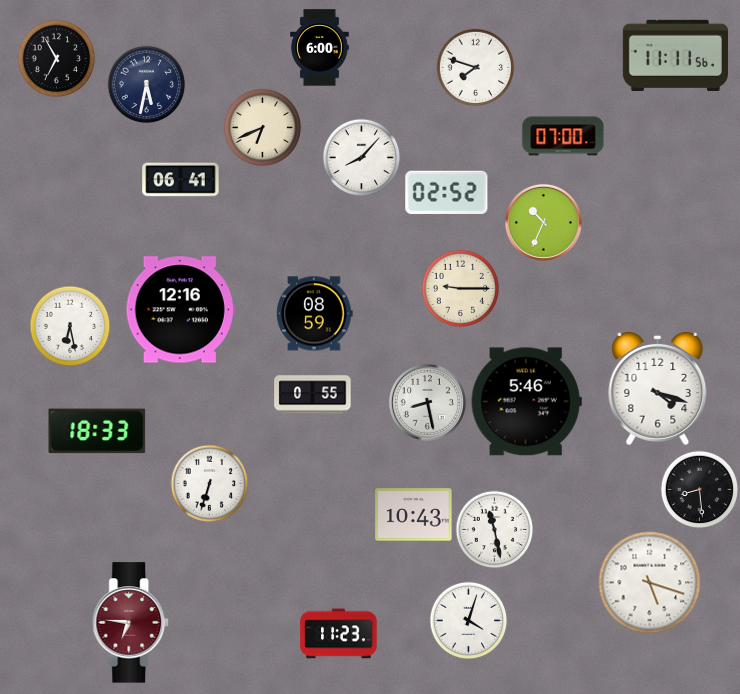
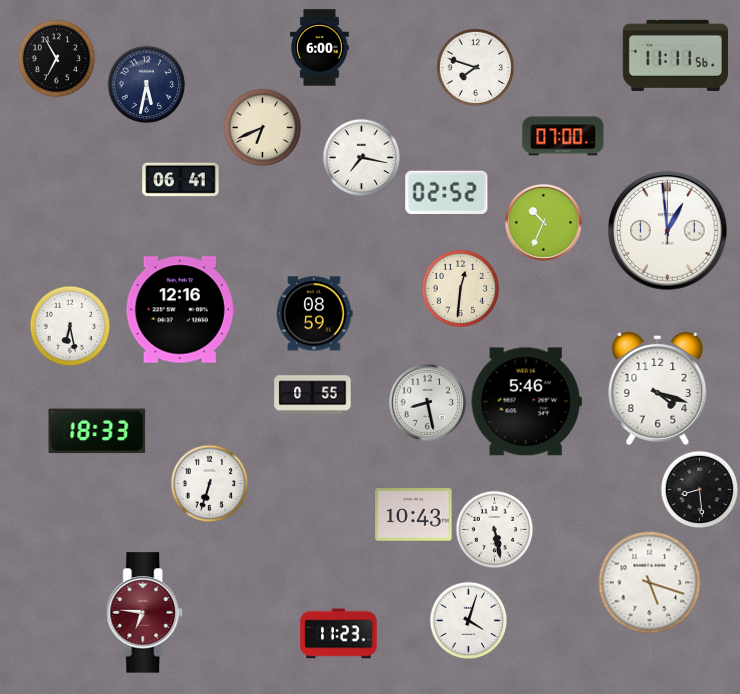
clock at (361, 157): 8:07 -> 7:17
clock at (668, 231): none -> 12:59
clock at (460, 288): 9:15 -> 12:31
clock at (494, 529): 11:28 -> 5:28
clock at (131, 623) position: (131, 623) -> (145, 613)
